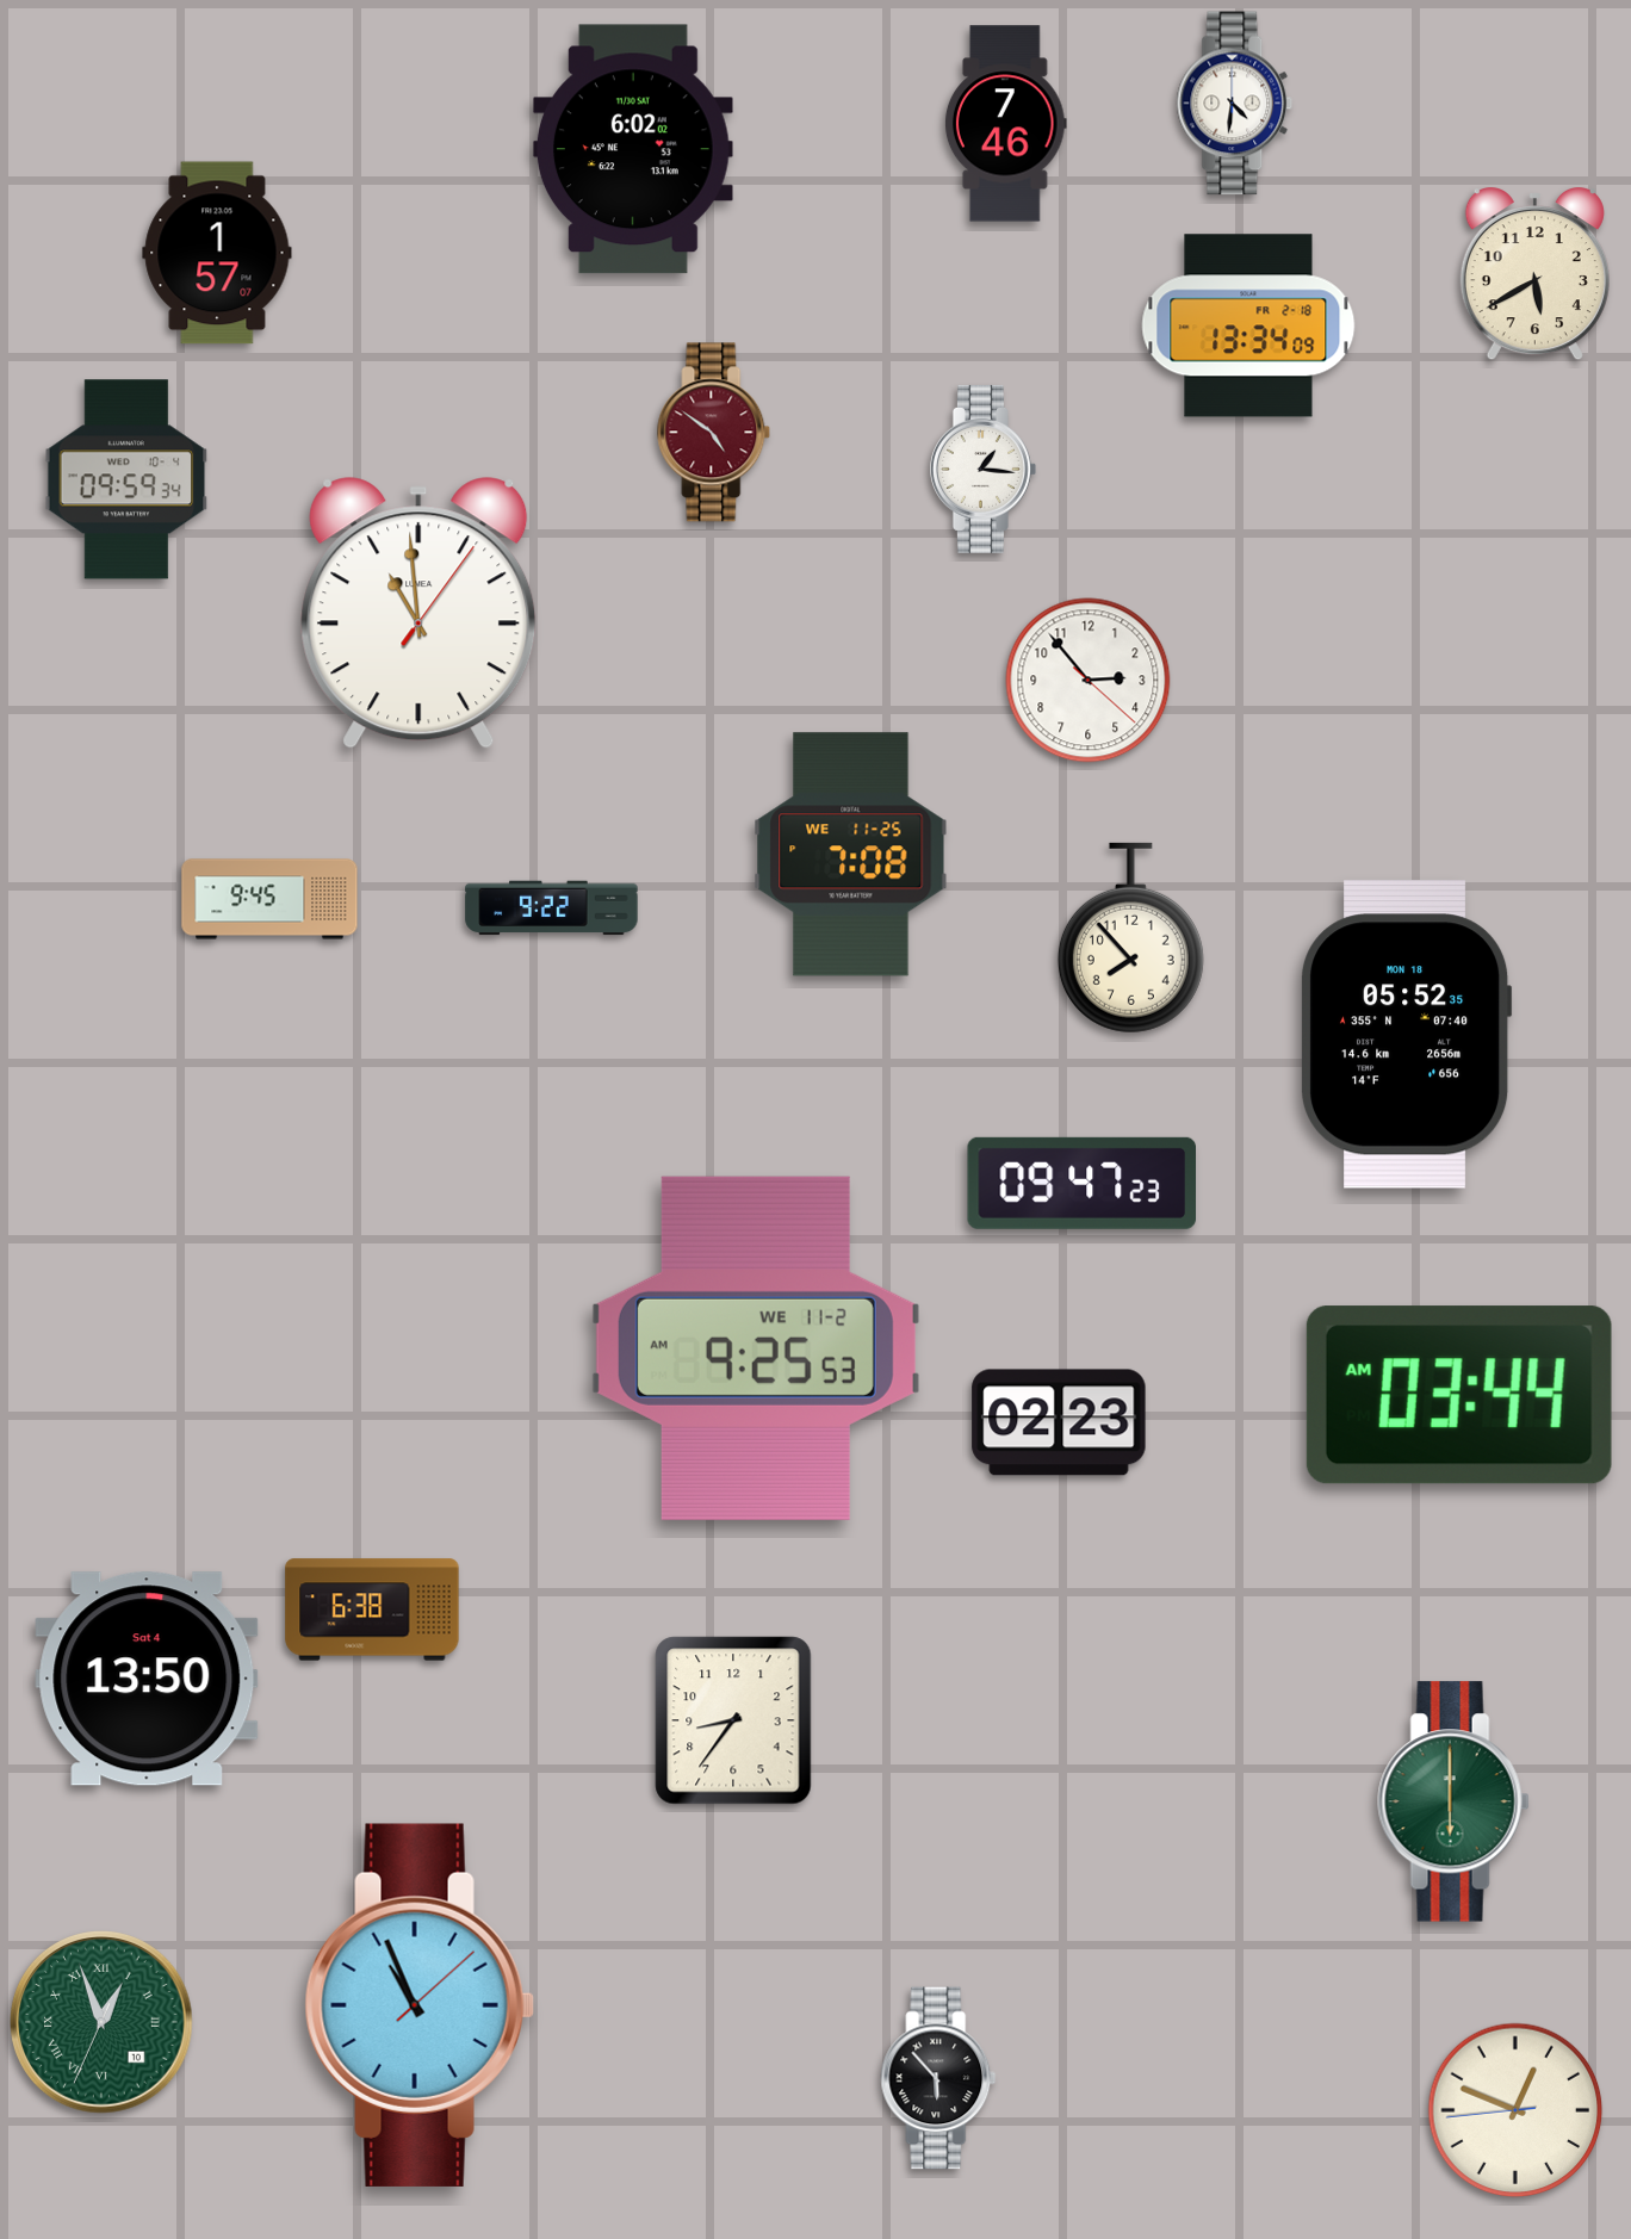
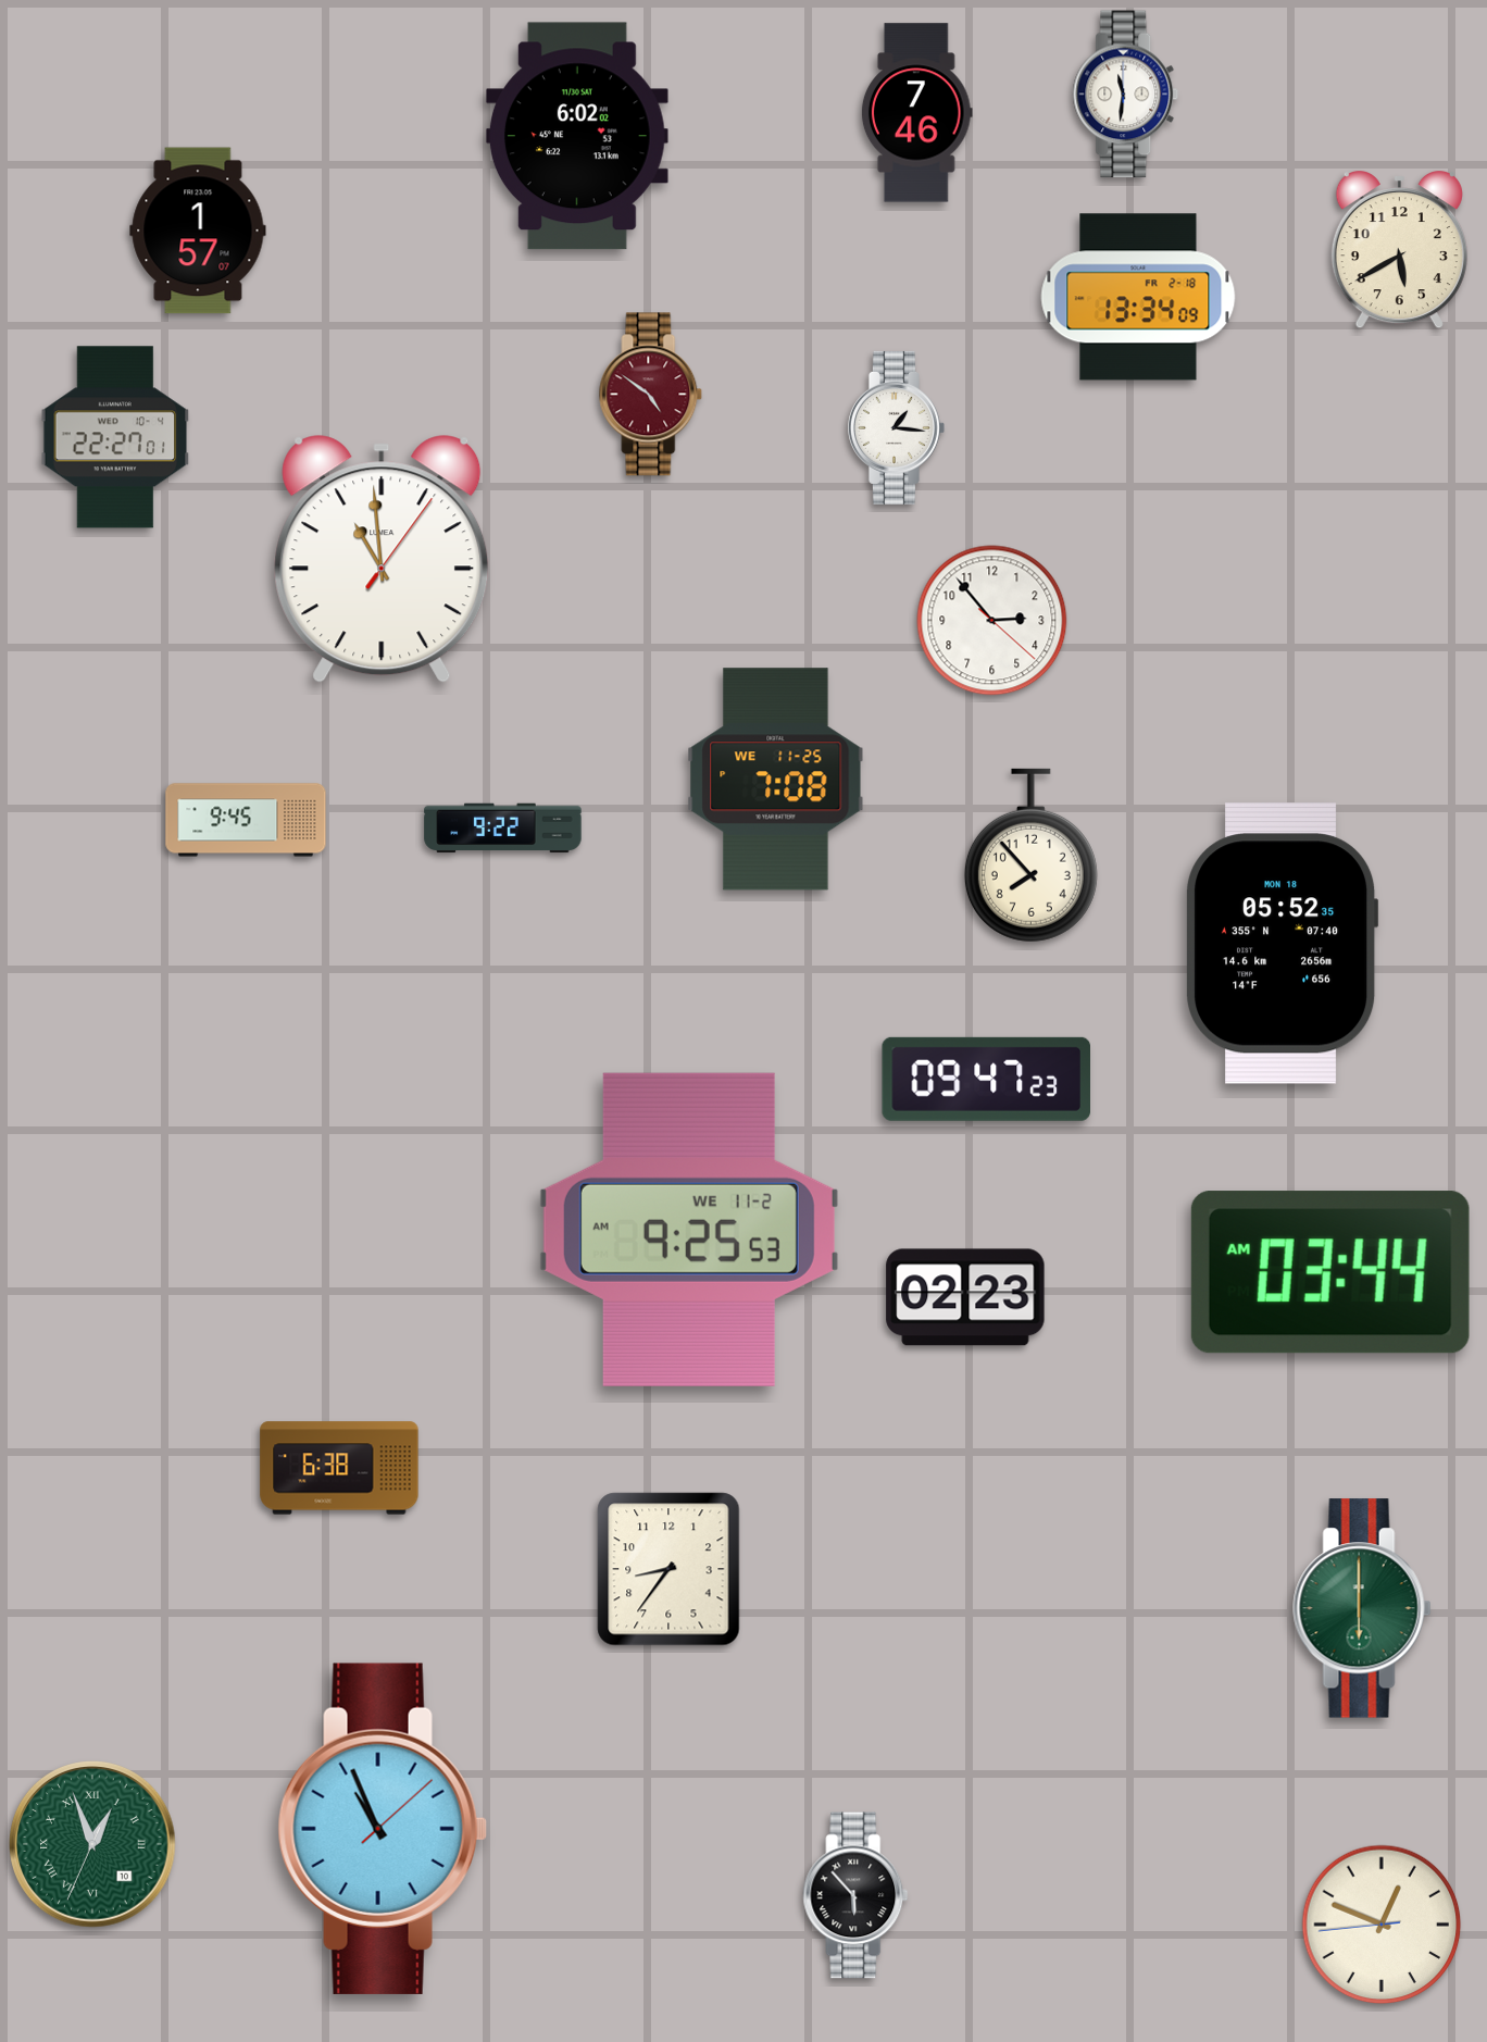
clock at (1235, 104): 4:31 -> 11:31
clock at (126, 479): 09:59 -> 22:27
clock at (147, 1679): 13:50 -> none
clock at (1453, 1801) position: (1453, 1801) -> (1362, 1608)
